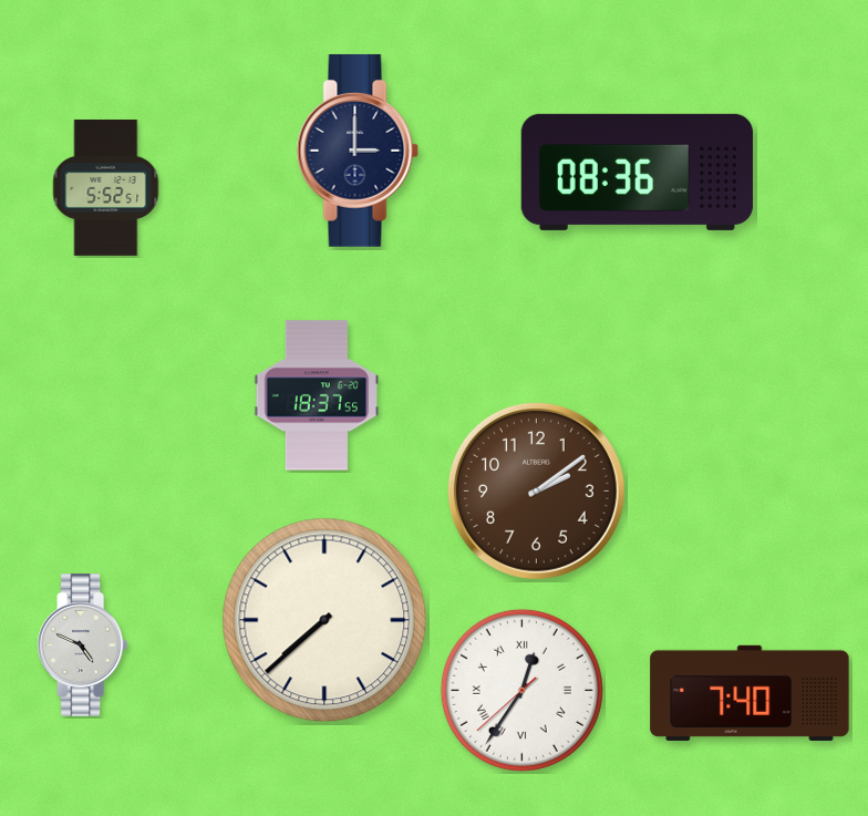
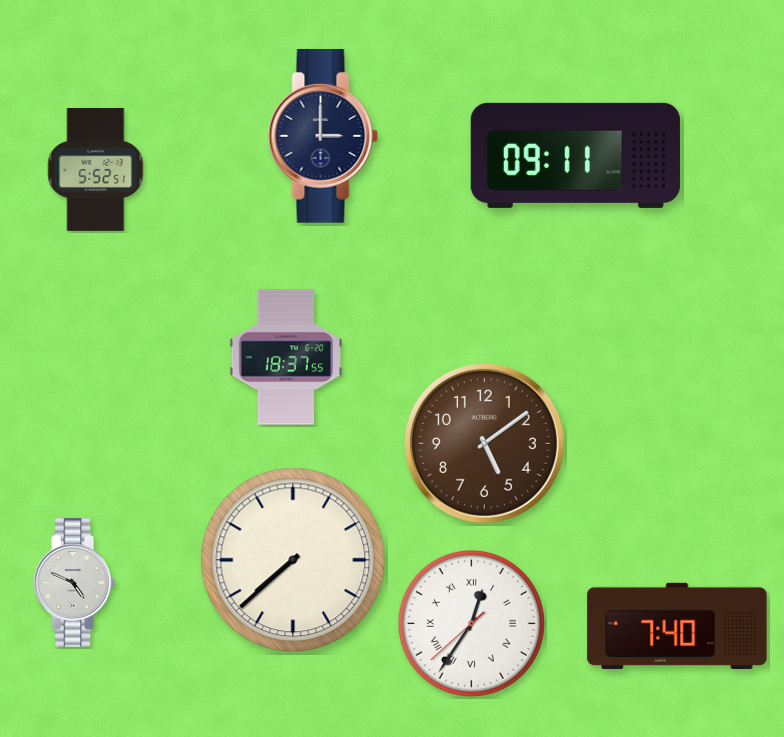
clock at (637, 172): 08:36 -> 09:11
clock at (536, 490): 2:09 -> 5:09
